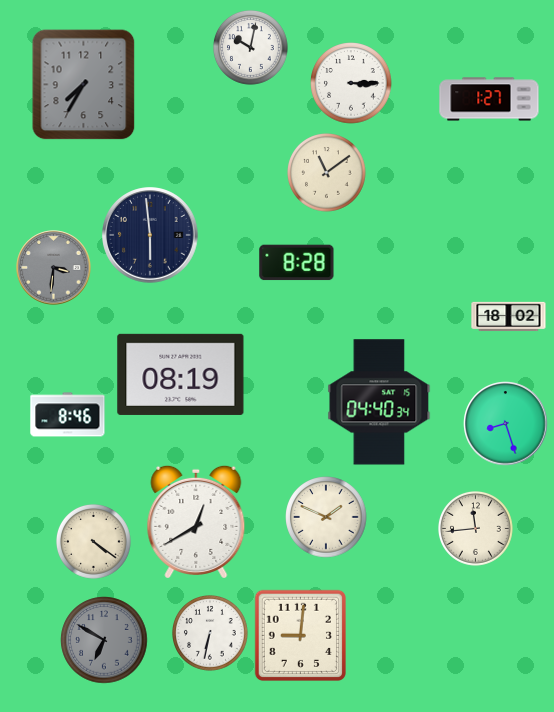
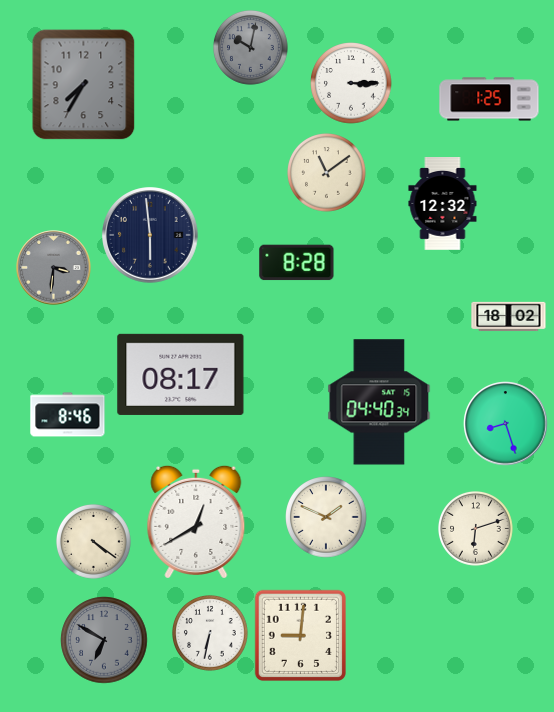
clock at (251, 48) dial: white -> grey
clock at (489, 99): 1:27 -> 1:25
clock at (443, 204): none -> 12:32
clock at (181, 374): 08:19 -> 08:17
clock at (476, 529): 11:44 -> 6:12
